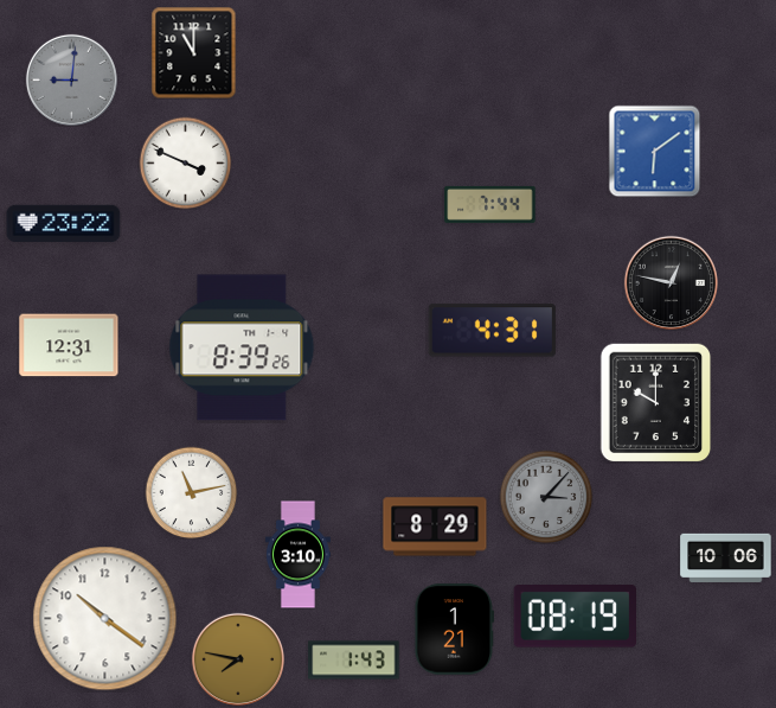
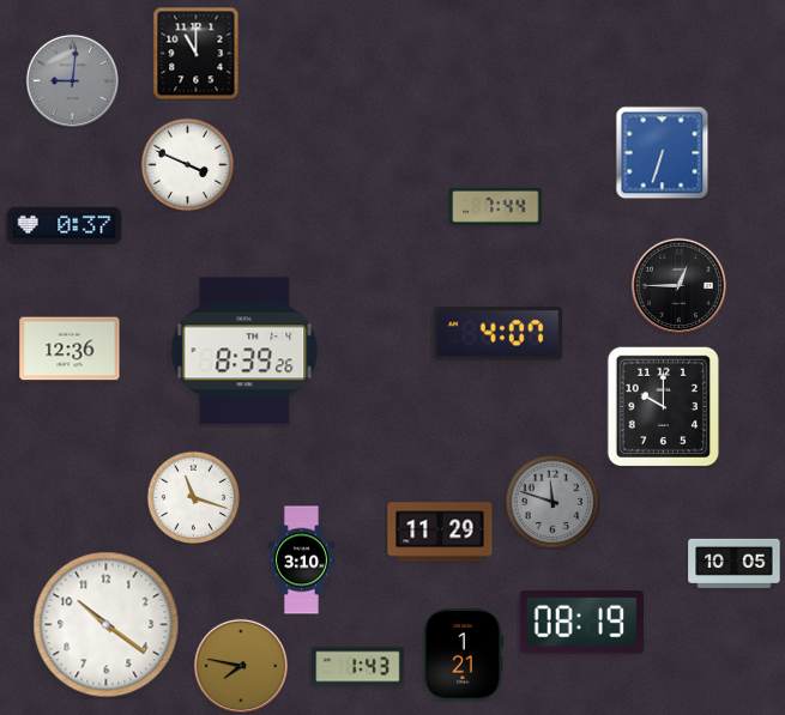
clock at (654, 151): 6:09 -> 6:33
clock at (64, 224): 23:22 -> 0:37
clock at (671, 282): 12:47 -> 12:45
clock at (492, 331): 4:31 -> 4:07
clock at (69, 345): 12:31 -> 12:36
clock at (191, 492): 11:13 -> 11:18
clock at (546, 497): 3:07 -> 11:48
clock at (435, 527): 8:29 -> 11:29
clock at (726, 557): 10:06 -> 10:05
clock at (455, 630) position: (455, 630) -> (464, 655)
